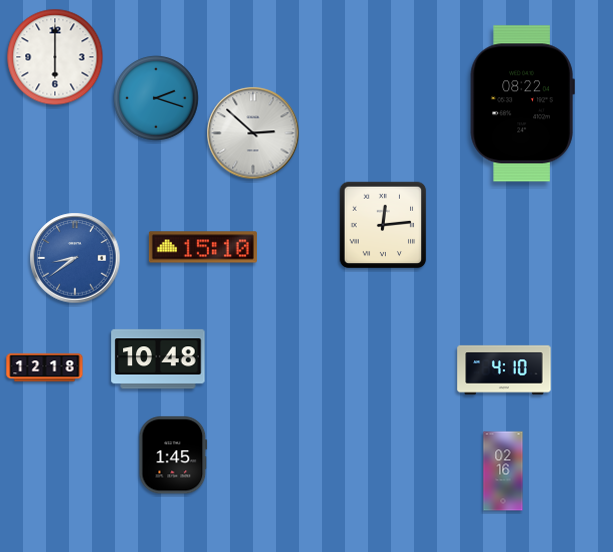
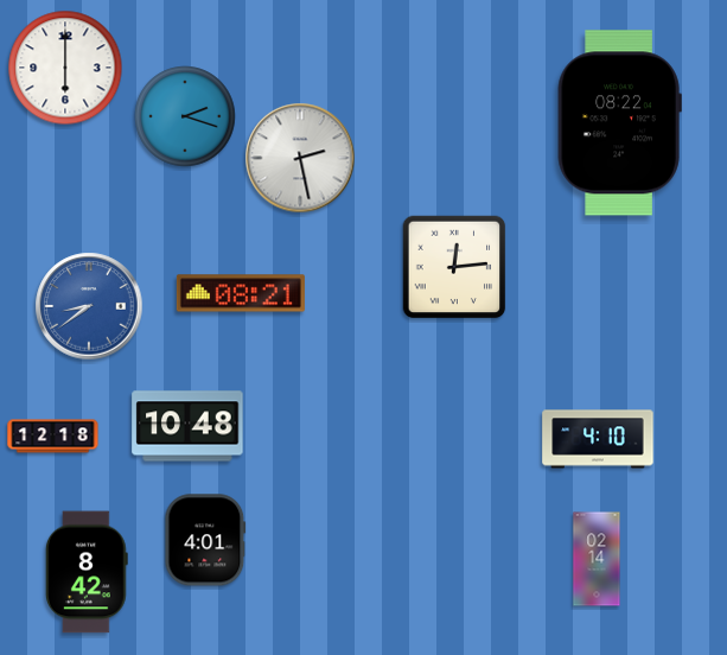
clock at (253, 133): 2:52 -> 2:28
clock at (203, 247): 15:10 -> 08:21
clock at (173, 455): 1:45 -> 4:01
clock at (503, 471): 02:16 -> 02:14
clock at (87, 572): none -> 8:42
